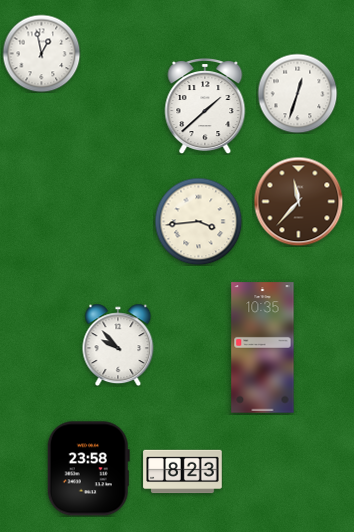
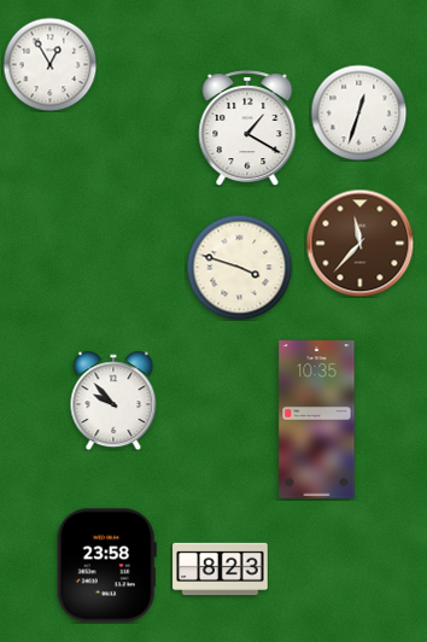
clock at (41, 53): 12:58 -> 12:55
clock at (205, 107): 1:38 -> 1:20
clock at (198, 221): 3:44 -> 3:48
clock at (118, 345) position: (118, 345) -> (113, 401)
